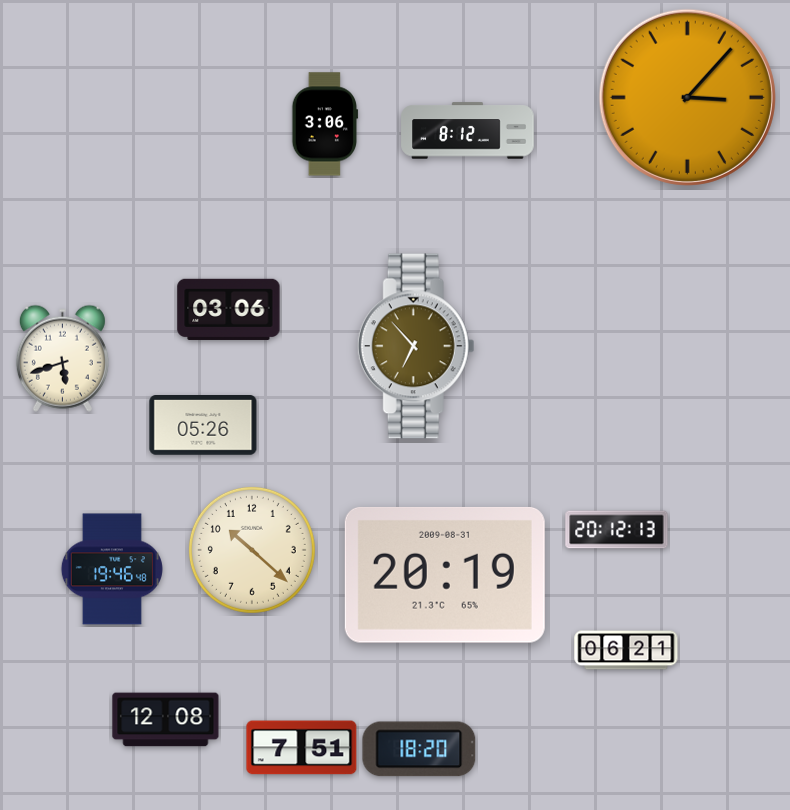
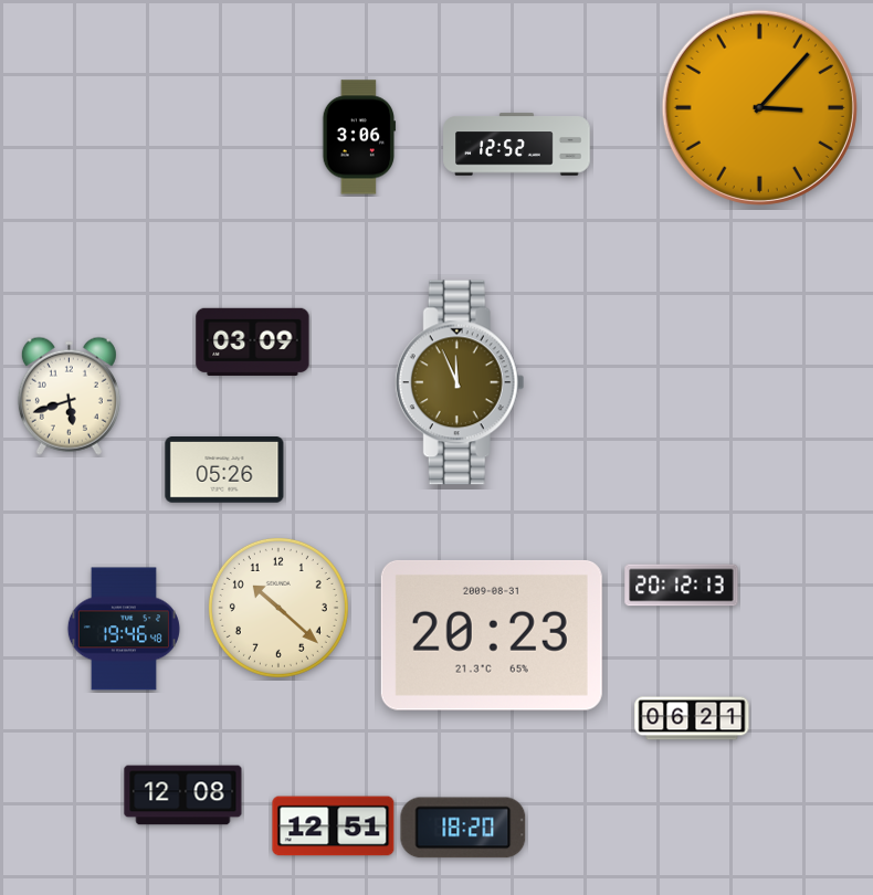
clock at (468, 131): 8:12 -> 12:52
clock at (229, 309): 03:06 -> 03:09
clock at (416, 346): 6:53 -> 11:56
clock at (445, 575): 20:19 -> 20:23
clock at (302, 748): 7:51 -> 12:51
